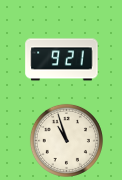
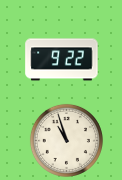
clock at (62, 60): 9:21 -> 9:22
